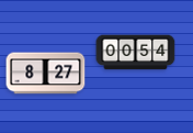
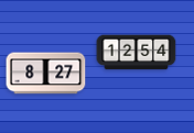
clock at (136, 53): 00:54 -> 12:54
